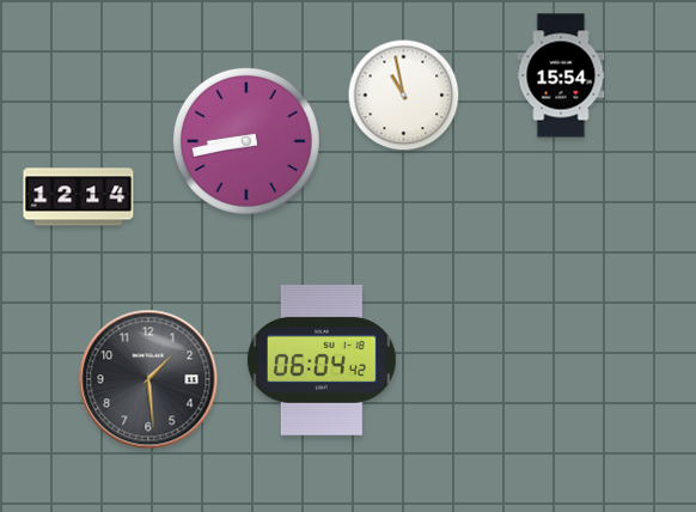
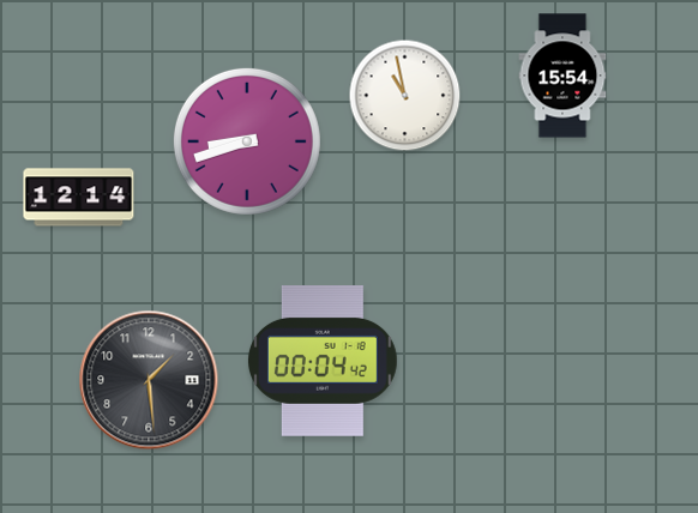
clock at (246, 141): 8:43 -> 8:42
clock at (322, 361): 06:04 -> 00:04
